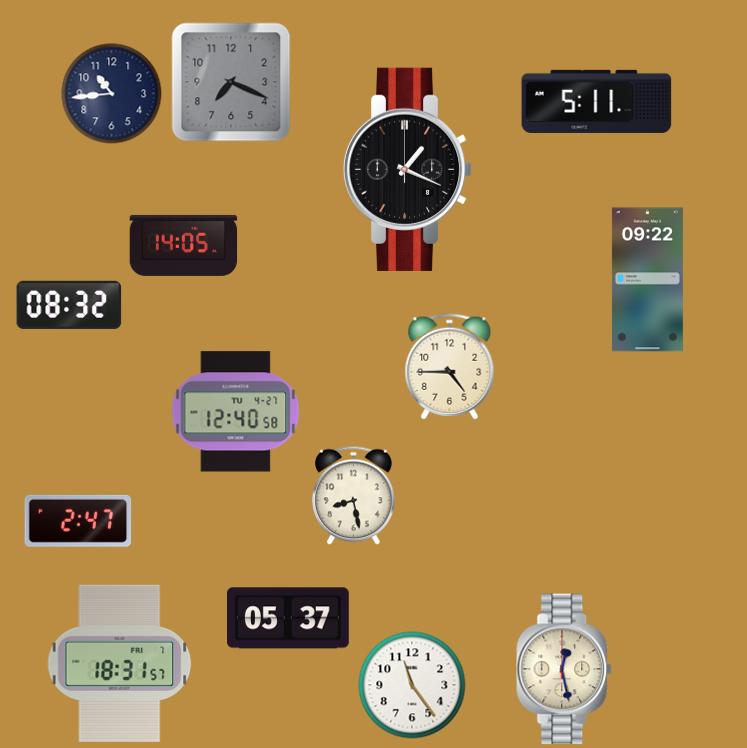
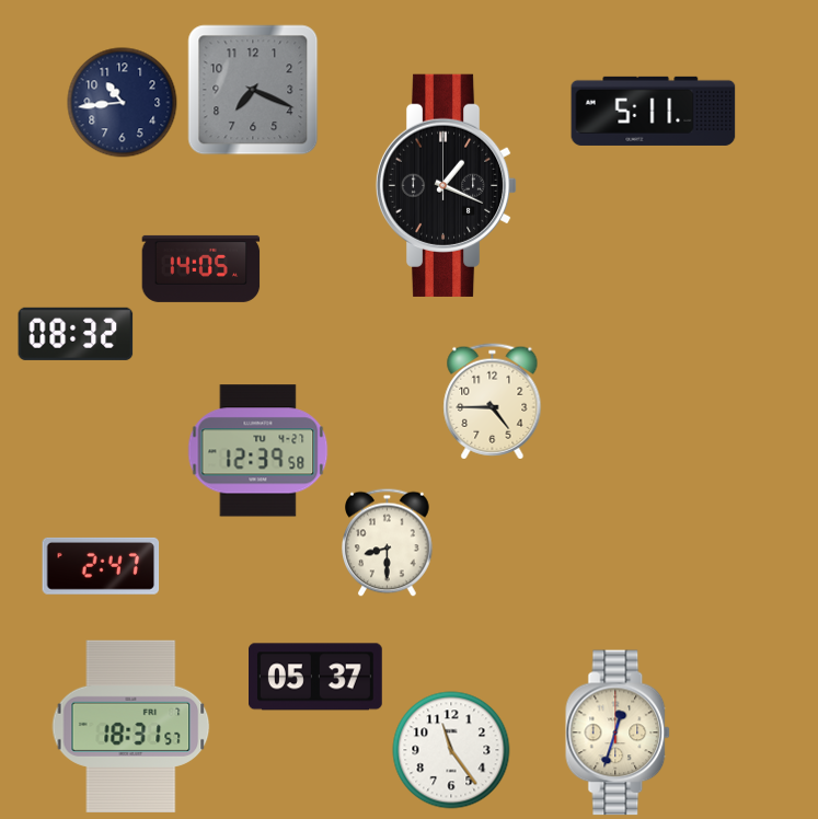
clock at (647, 280): 09:22 -> none
clock at (236, 412): 12:40 -> 12:39
clock at (354, 495): 8:28 -> 8:30
clock at (78, 521) position: (78, 521) -> (101, 566)
clock at (565, 669): 12:28 -> 12:33
